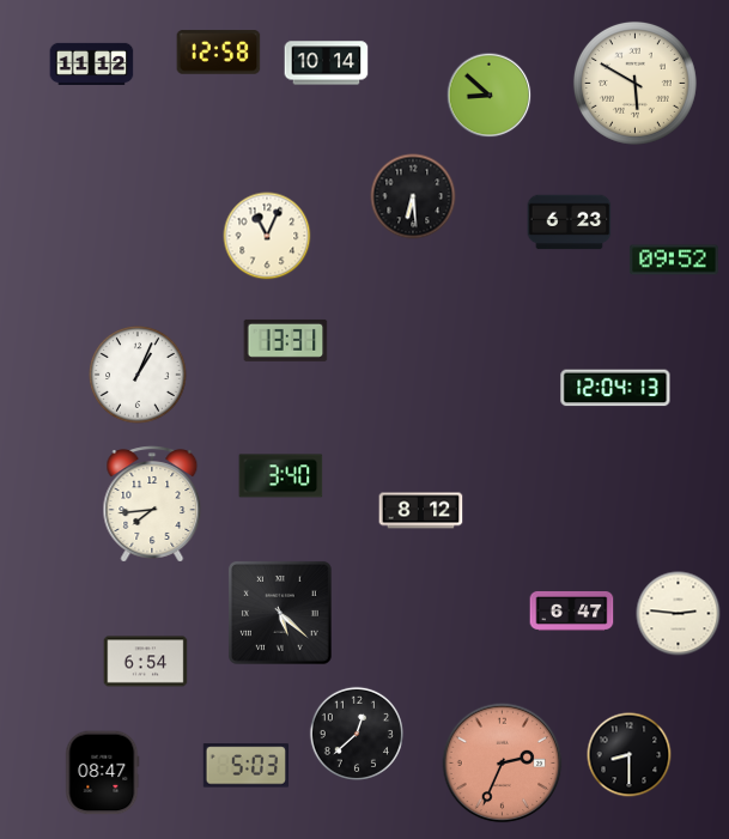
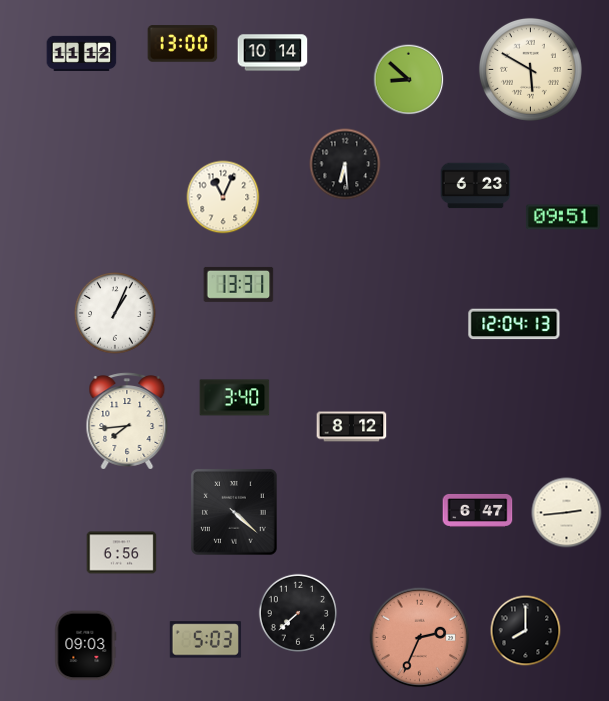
clock at (219, 53): 12:58 -> 13:00
clock at (92, 63) position: (92, 63) -> (82, 53)
clock at (674, 260): 09:52 -> 09:51
clock at (280, 613): 5:22 -> 4:22
clock at (679, 614): 2:46 -> 2:44
clock at (146, 662): 6:54 -> 6:56
clock at (357, 734): 12:38 -> 7:38
clock at (630, 755): 8:30 -> 8:00
clock at (103, 773): 08:47 -> 09:03
